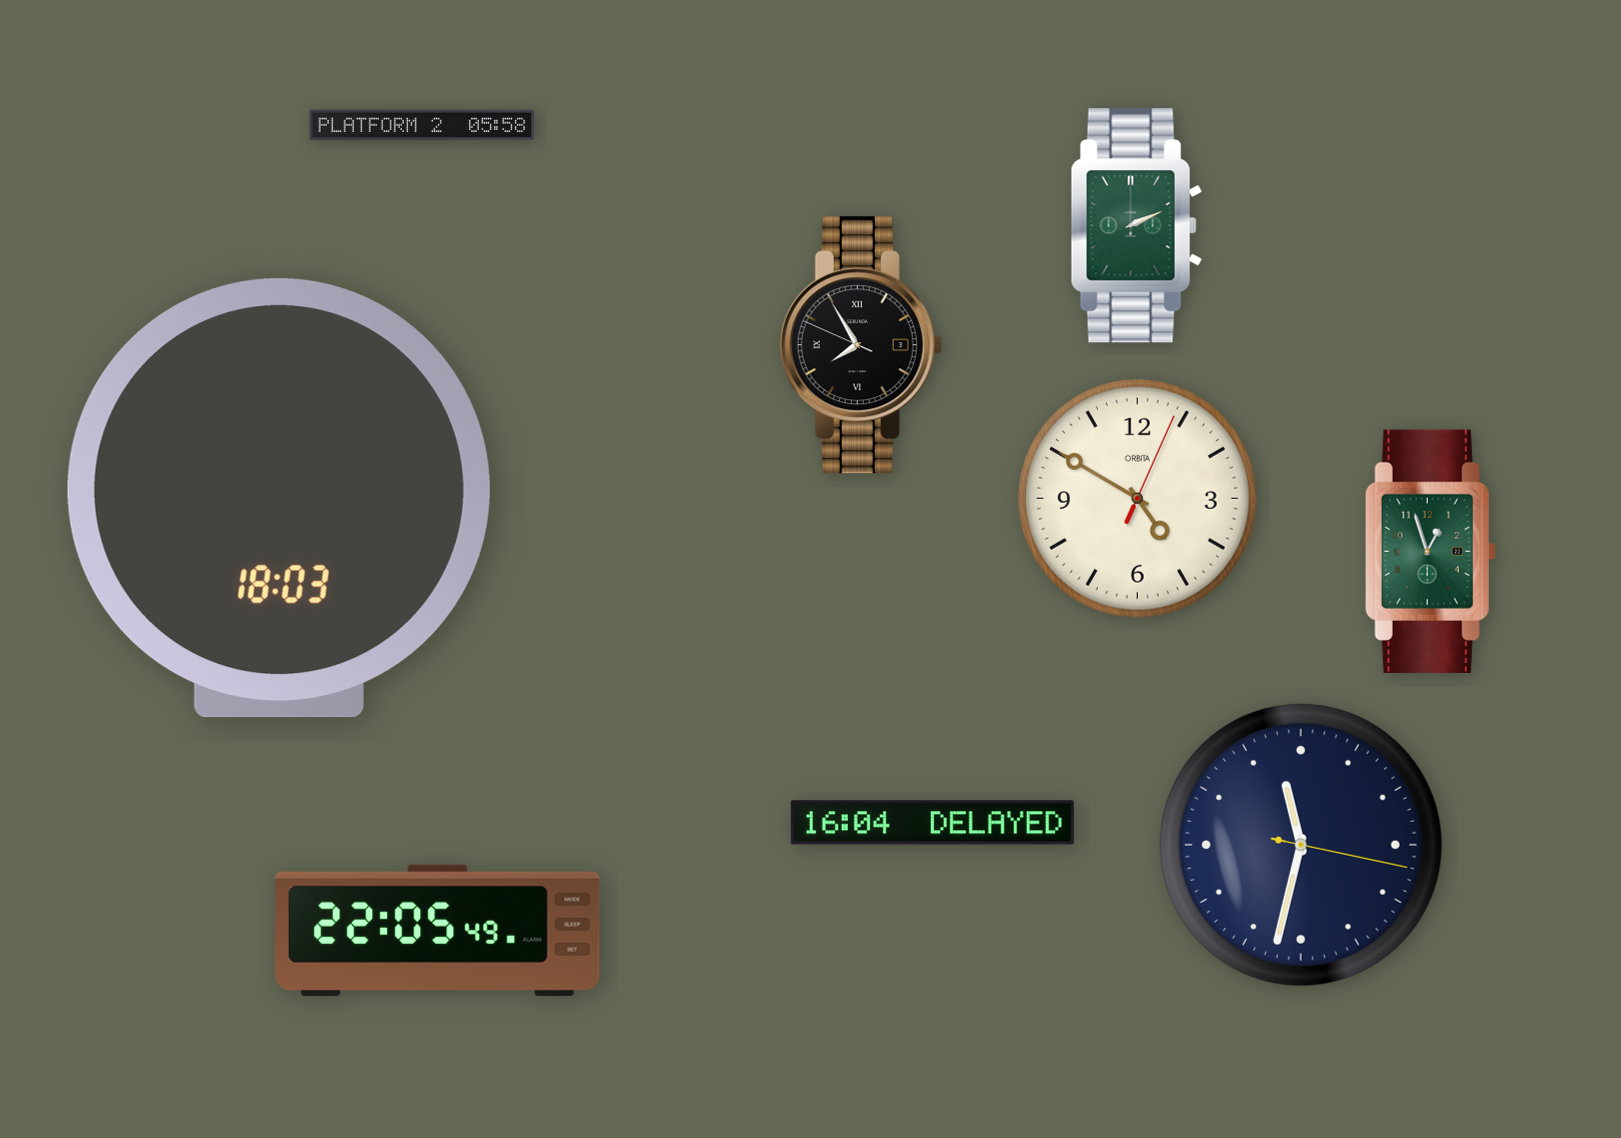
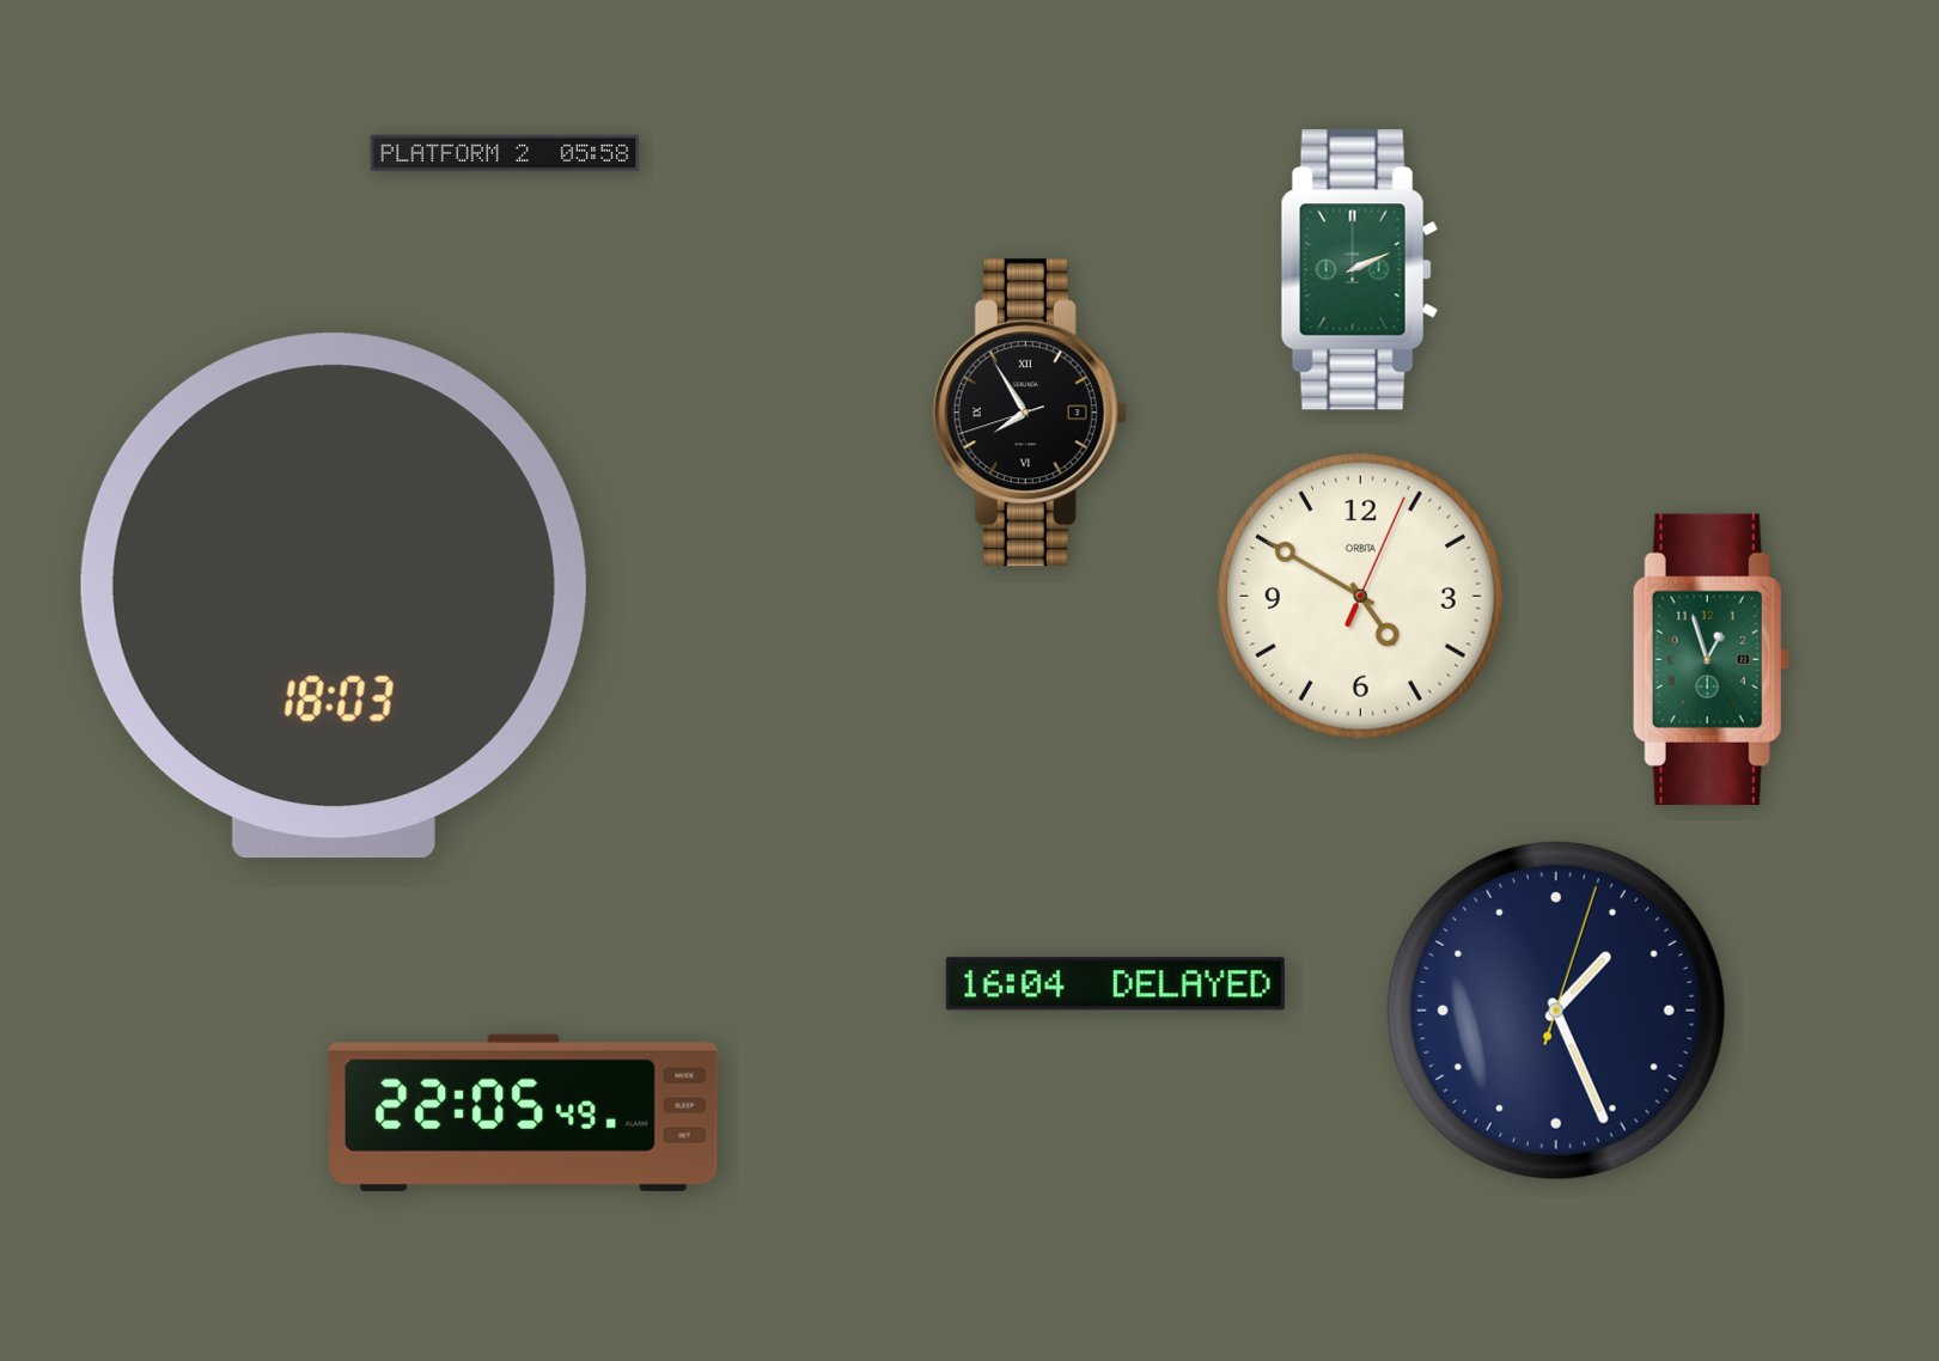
clock at (422, 125) position: (422, 125) -> (505, 153)
clock at (861, 345): 7:54:49 -> 7:54:42
clock at (1301, 845): 11:32 -> 1:26
